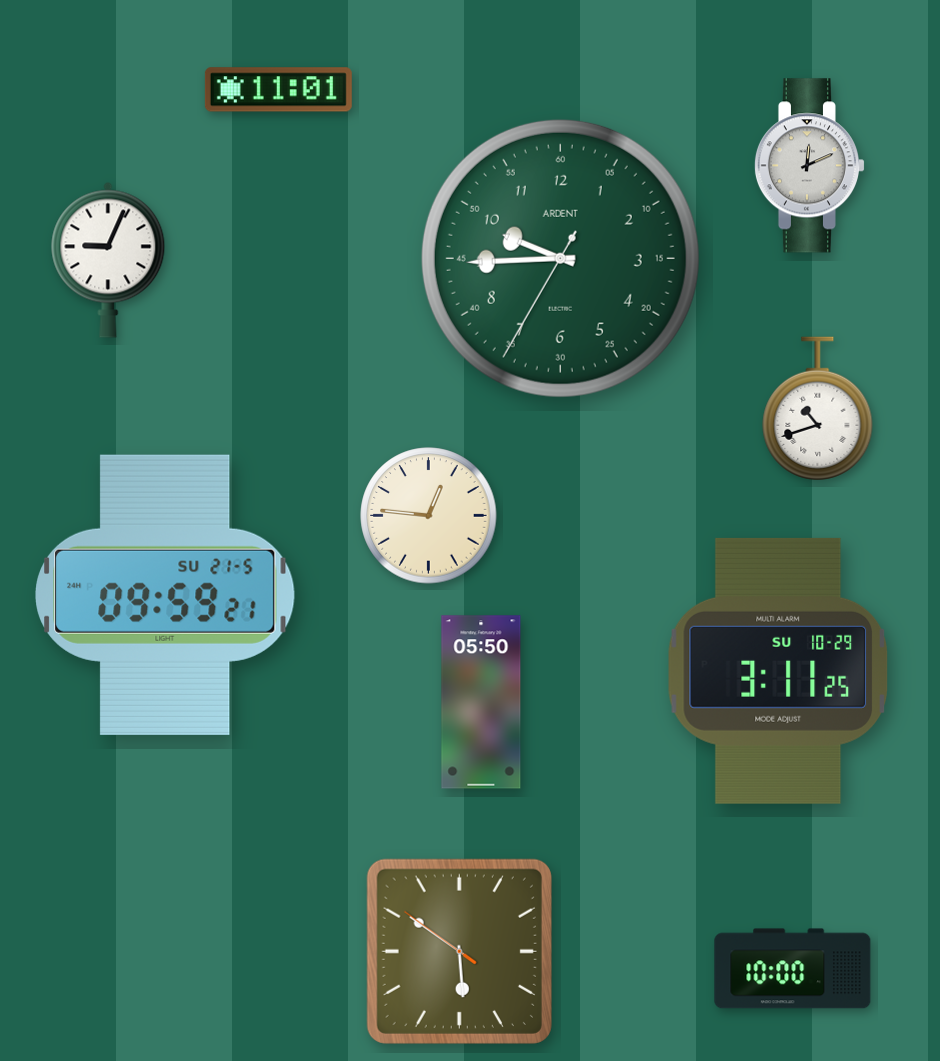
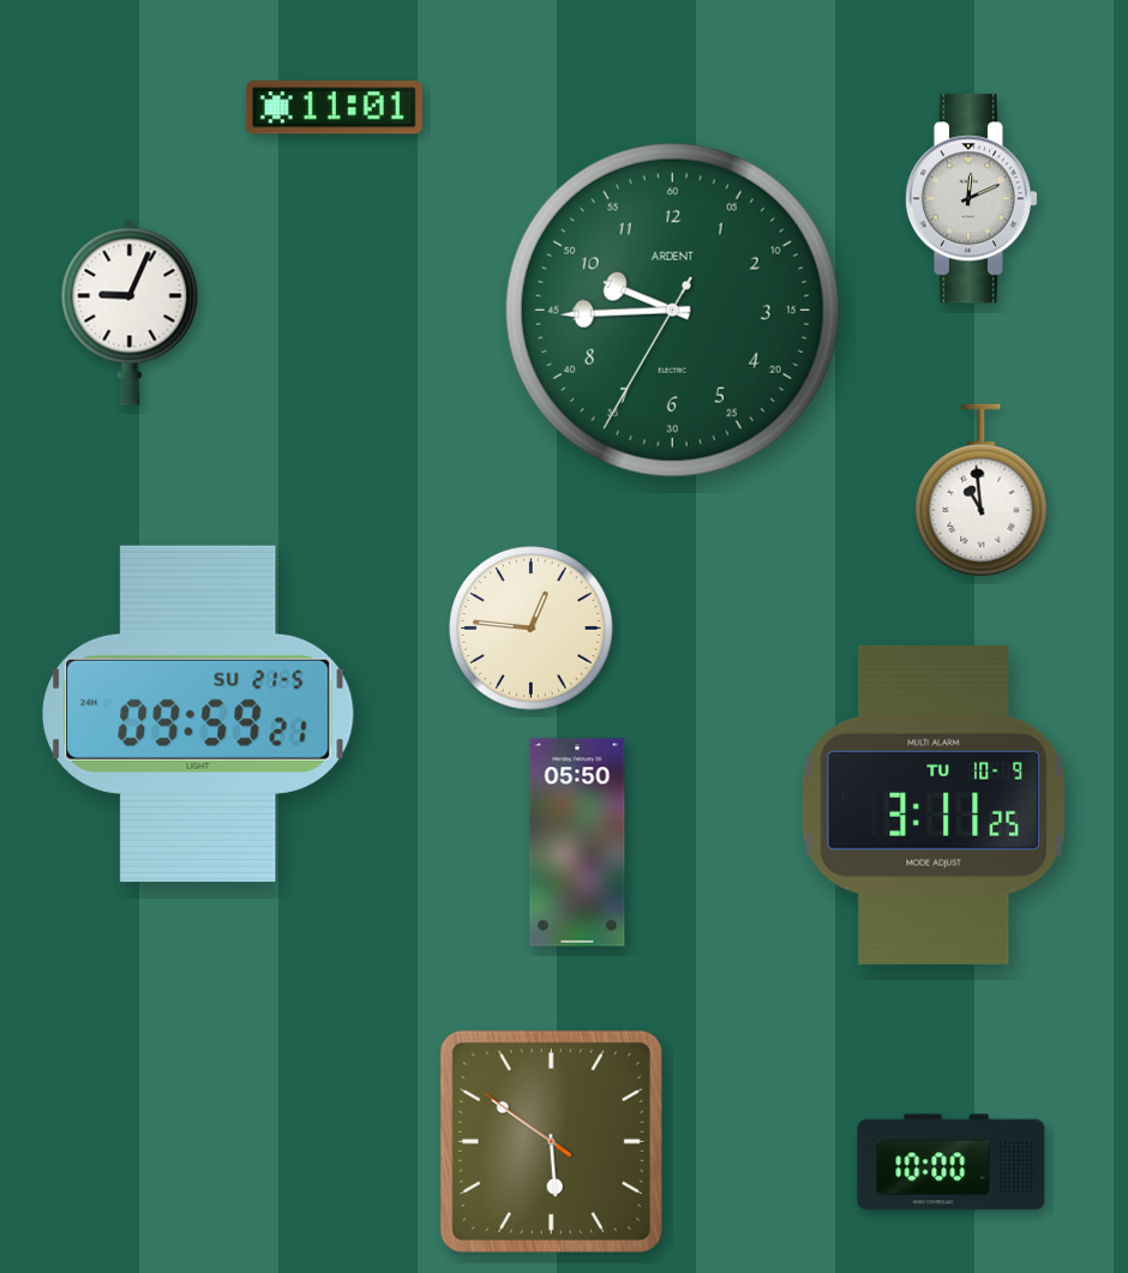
clock at (818, 409): 10:42 -> 10:59
clock at (429, 516) position: (429, 516) -> (532, 629)
clock at (777, 671) date: SU 10-29 -> TU 10-9
